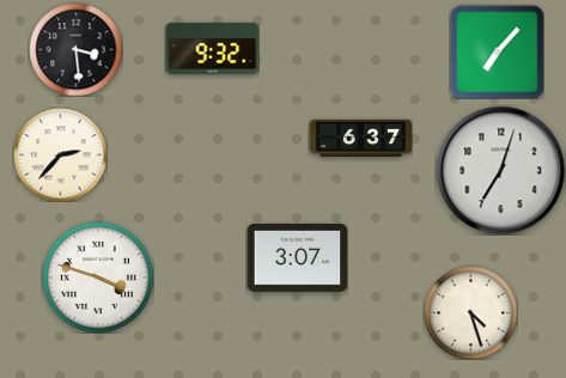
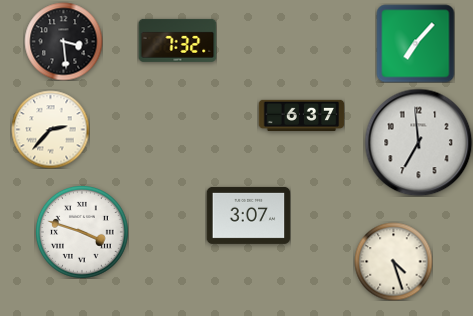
clock at (212, 48): 9:32 -> 7:32
clock at (500, 170): 7:03 -> 6:59
